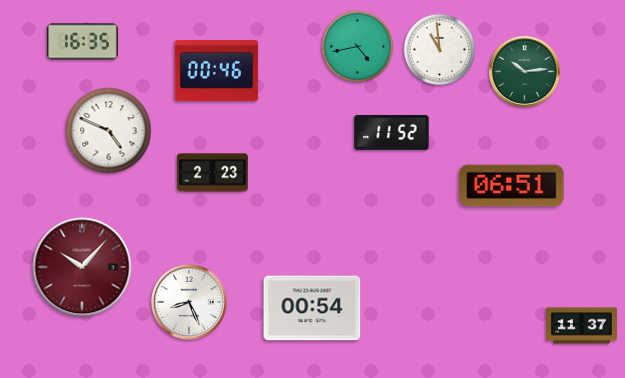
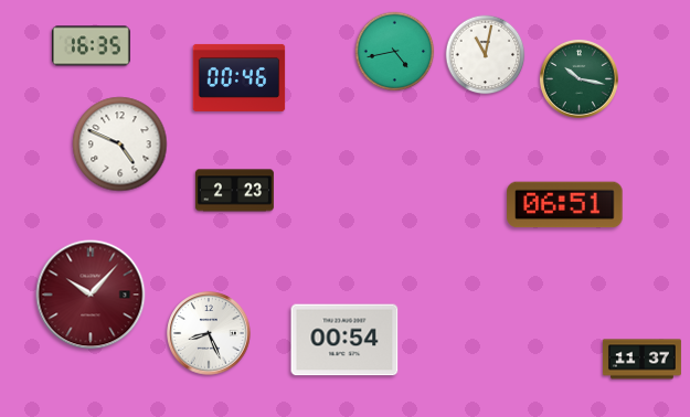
clock at (440, 50): 10:59 -> 11:02
clock at (524, 71): 10:14 -> 10:17
clock at (392, 132): 11:52 -> none
